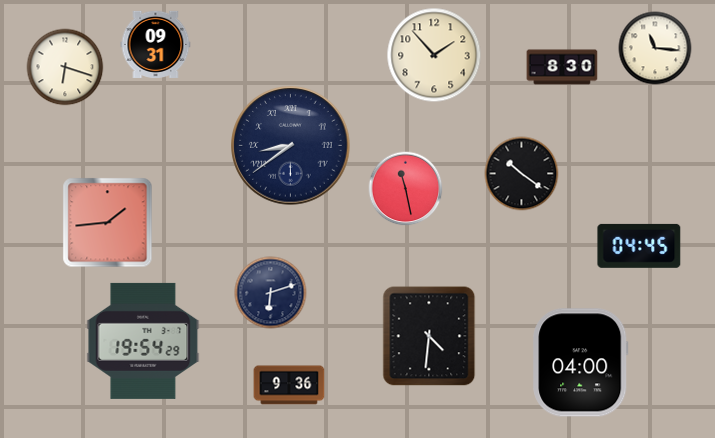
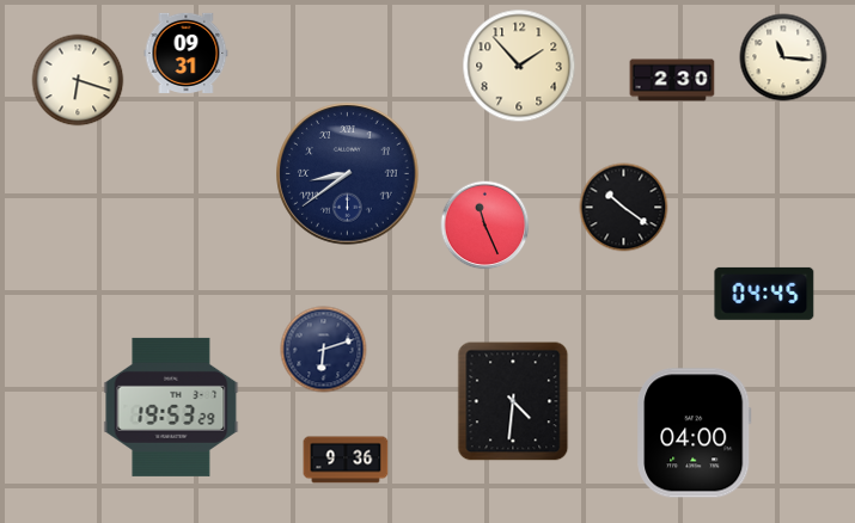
clock at (562, 67): 8:30 -> 2:30
clock at (406, 189): 11:28 -> 11:26
clock at (108, 223): 1:44 -> none
clock at (143, 341): 19:54 -> 19:53
